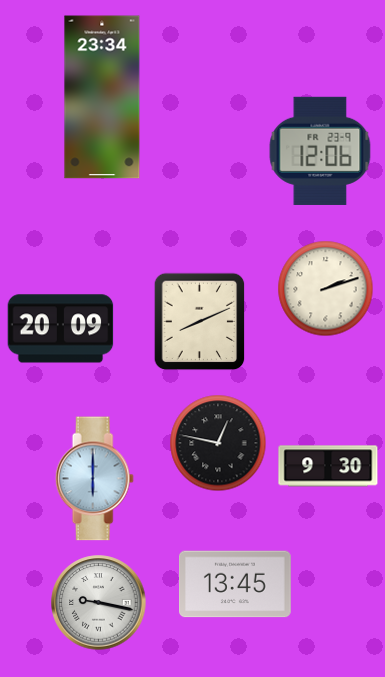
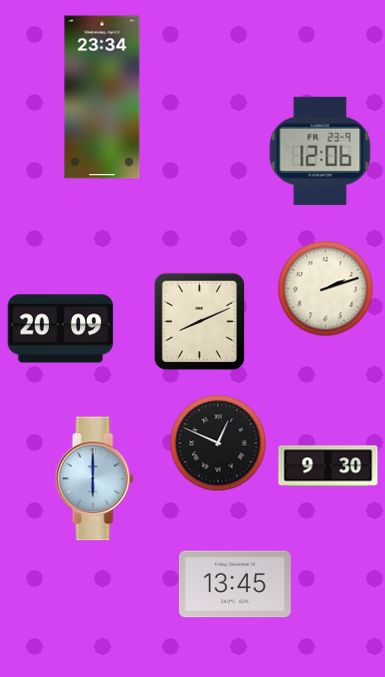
clock at (218, 443): 12:47 -> 12:49
clock at (99, 603): 9:17 -> none
